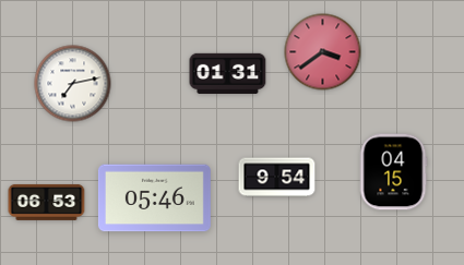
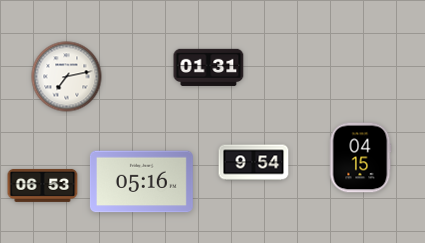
clock at (323, 52): 3:39 -> none
clock at (154, 198): 05:46 -> 05:16
